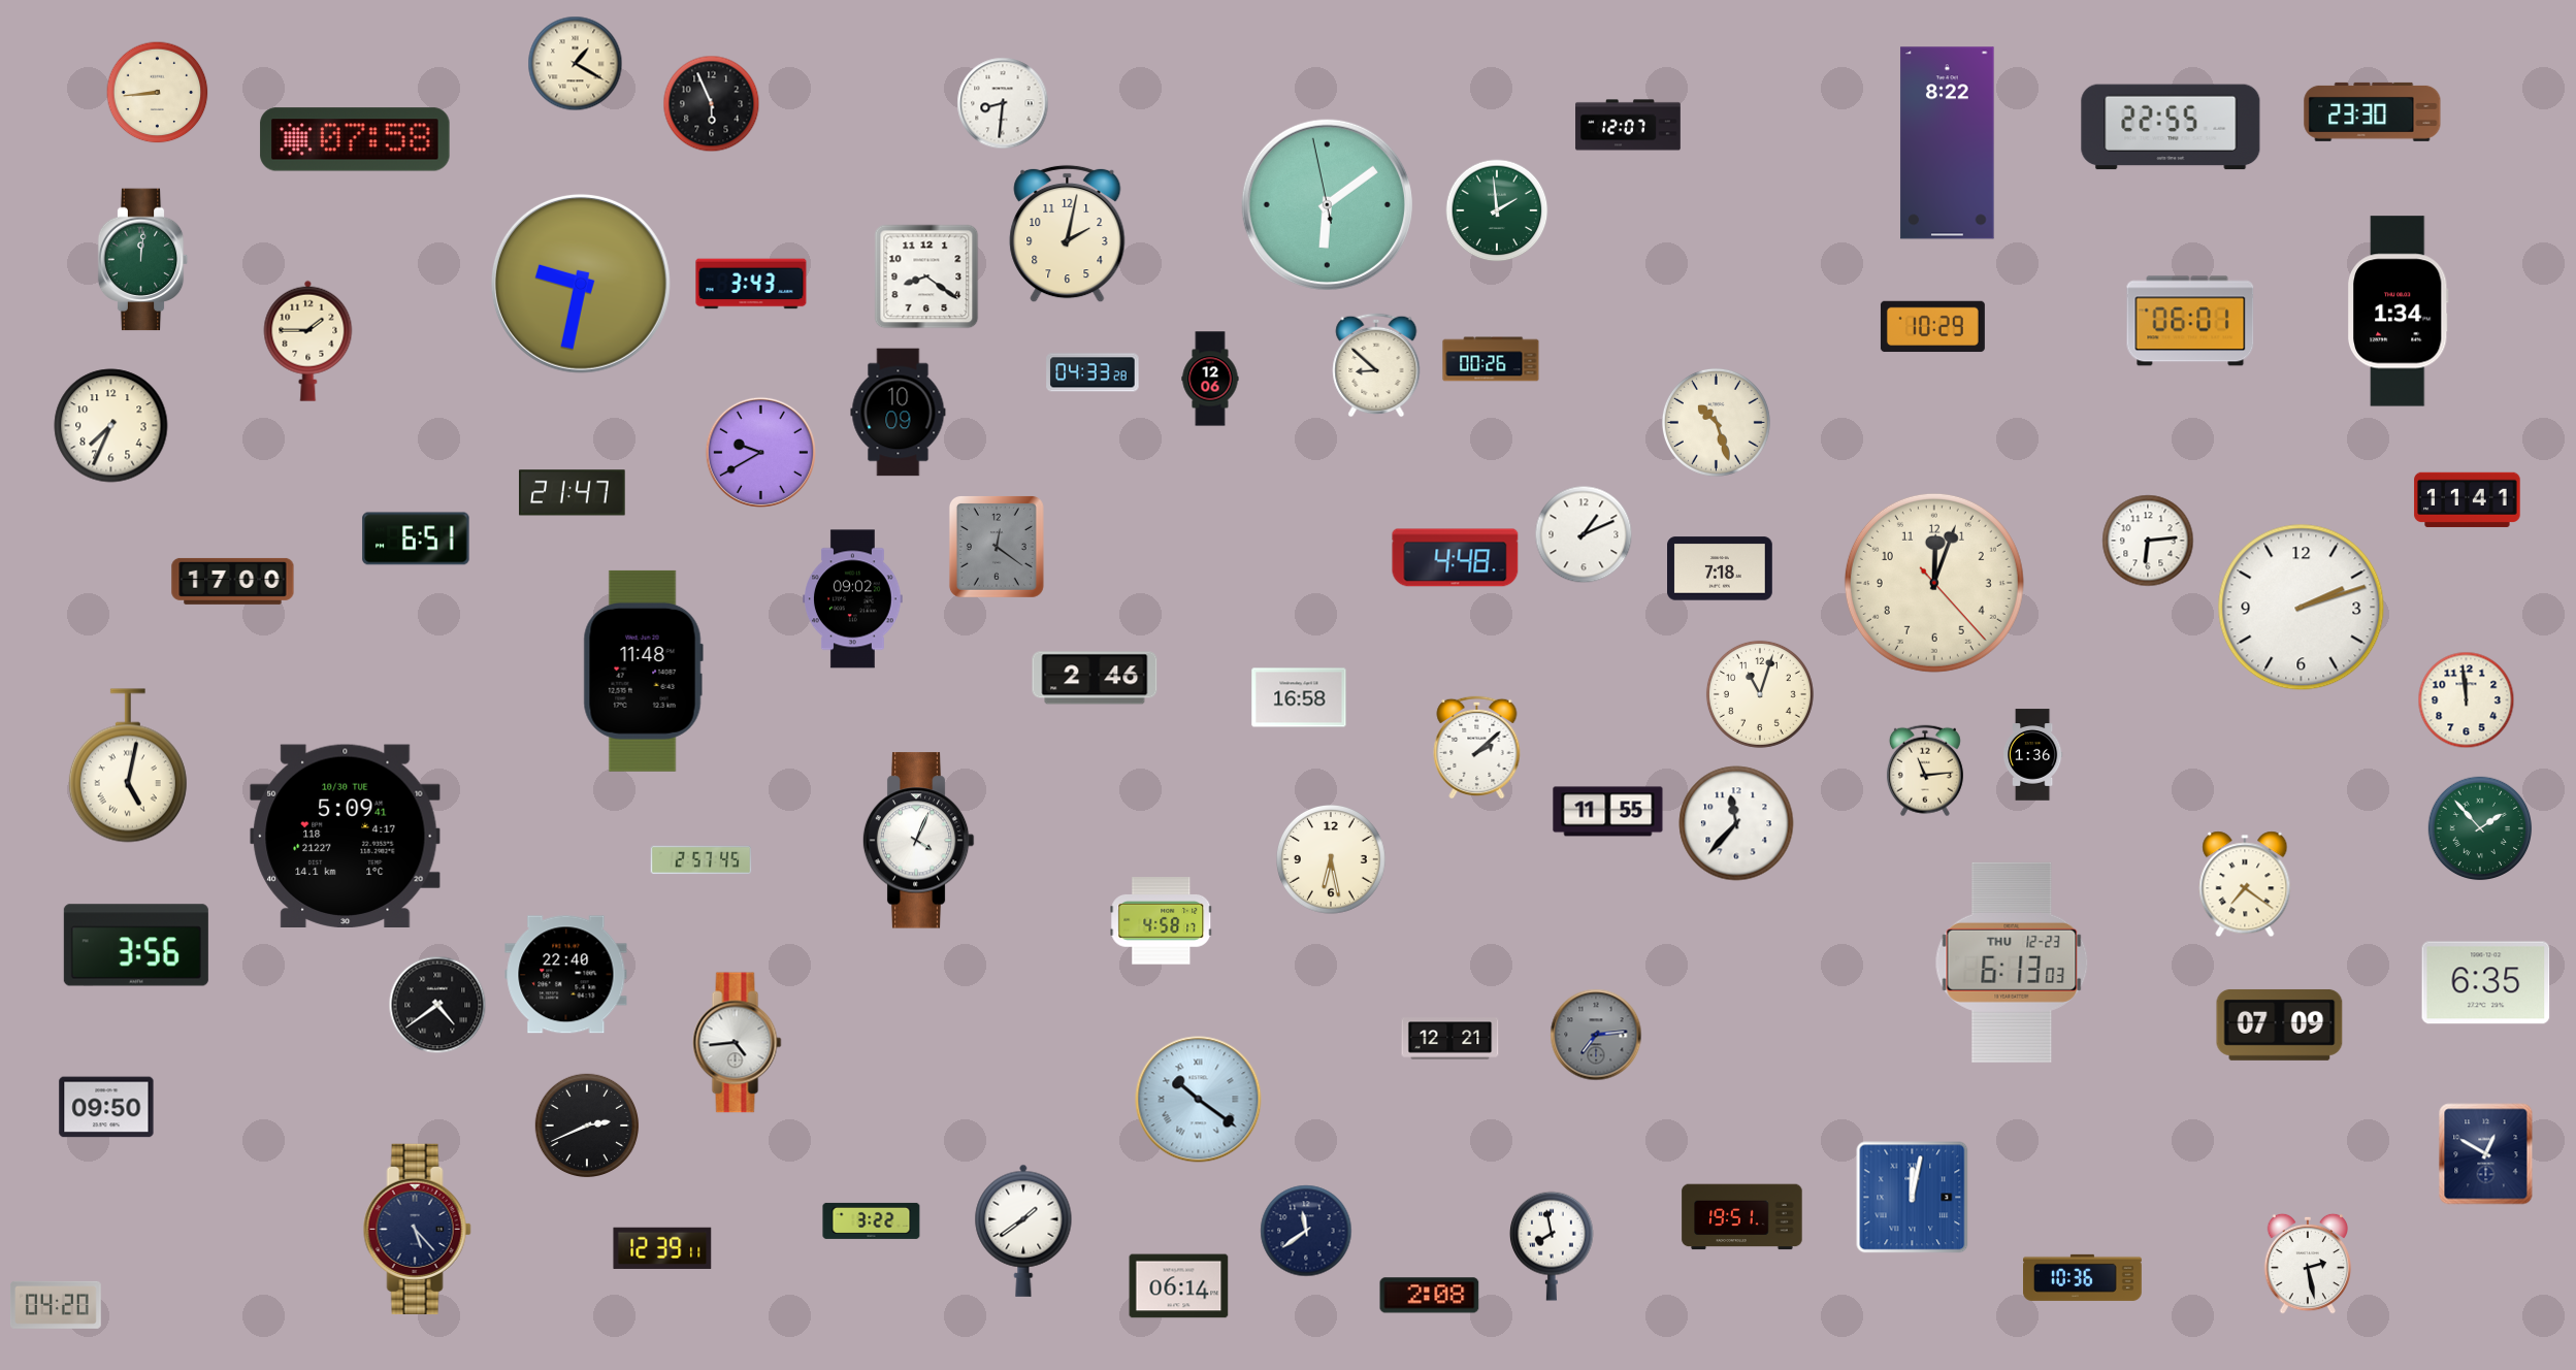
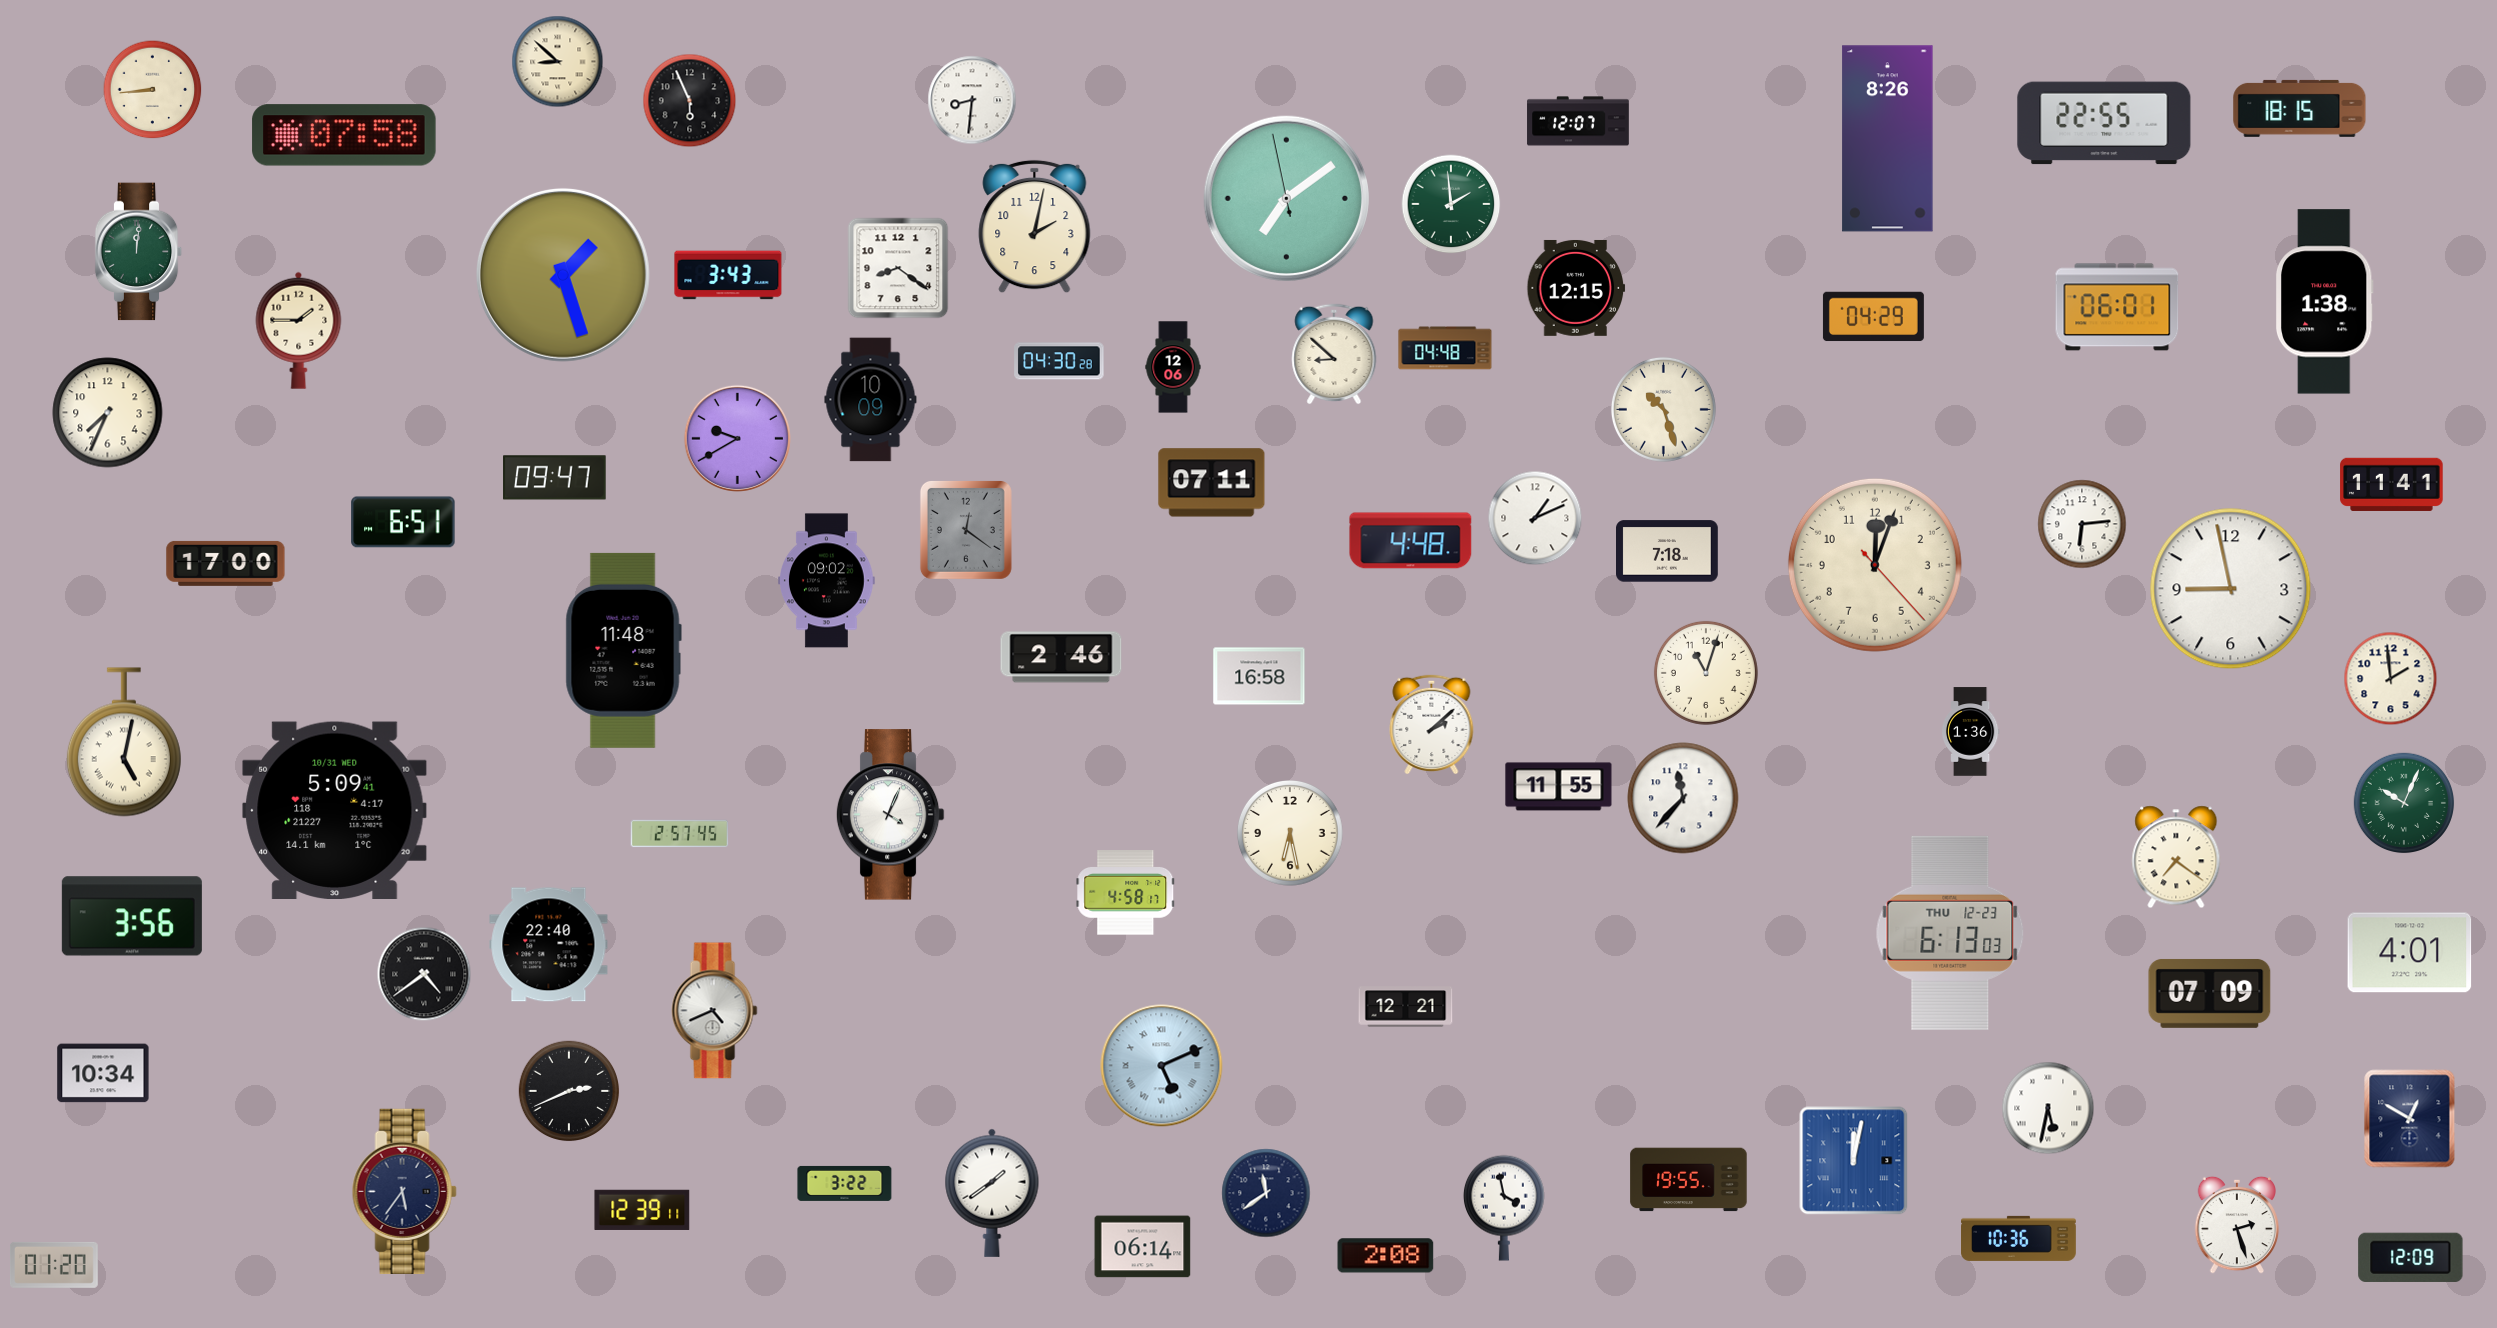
clock at (576, 64): 1:20 -> 8:52
clock at (2373, 111): 23:30 -> 18:15
clock at (1948, 143): 8:22 -> 8:26
clock at (1327, 204): 6:08 -> 7:08
clock at (581, 284): 9:32 -> 1:27
clock at (1576, 288): none -> 12:15
clock at (2398, 312): 1:34 -> 1:38
clock at (2190, 321) position: (2190, 321) -> (2117, 307)
clock at (1932, 327): 10:29 -> 04:29
clock at (1491, 359): 00:26 -> 04:48
clock at (1093, 372): 04:33 -> 04:30
clock at (573, 493): 21:47 -> 09:47
clock at (1212, 483): none -> 07:11
clock at (2302, 608): 2:12 -> 8:58
clock at (2467, 700): 11:59 -> 1:59
clock at (1925, 771): 11:14 -> none
clock at (2480, 828): 1:53 -> 10:04
clock at (346, 836) date: 10/30 TUE -> 10/31 WED
clock at (2486, 983): 6:35 -> 4:01
clock at (1596, 1035): 7:14 -> none
clock at (738, 1043): 4:44 -> 4:41
clock at (1199, 1100): 10:21 -> 5:11
clock at (106, 1107): 09:50 -> 10:34
clock at (2048, 1108): none -> 5:32
clock at (1742, 1217): 19:51 -> 19:55
clock at (417, 1229): 5:23 -> 5:36
clock at (1552, 1246): 7:58 -> 3:58
clock at (2308, 1264): 2:28 -> 2:27
clock at (2411, 1257): none -> 12:09
clock at (56, 1305): 04:20 -> 01:20
